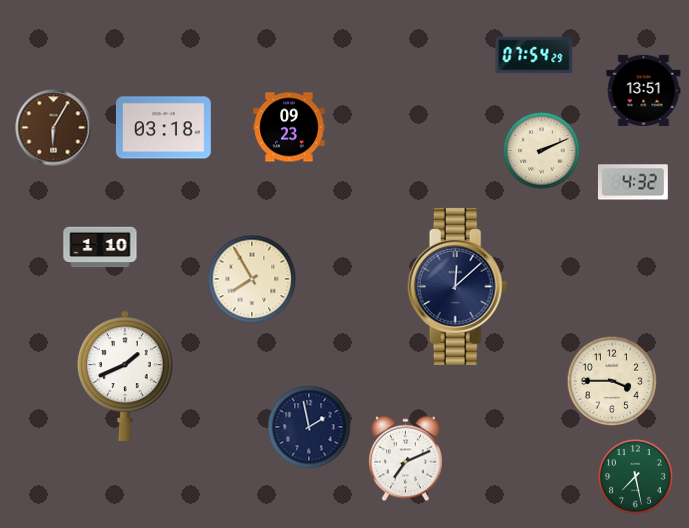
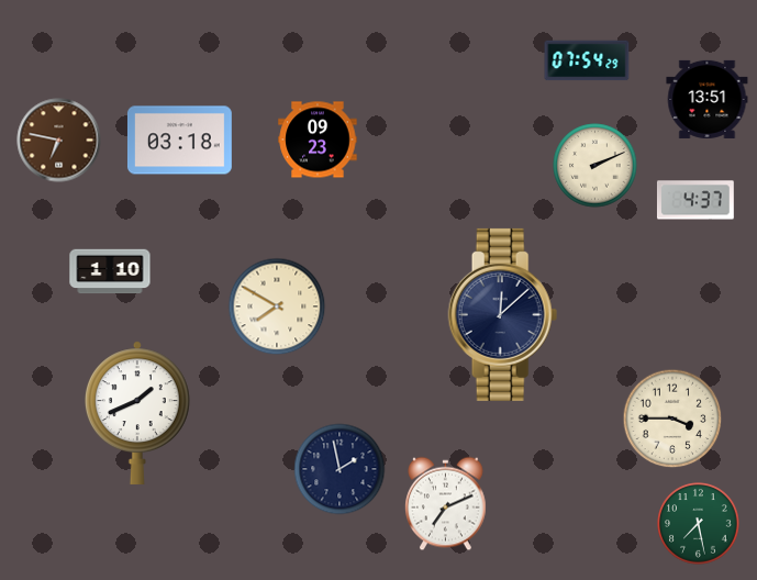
clock at (54, 128): 6:05 -> 6:47
clock at (633, 182): 4:32 -> 4:37
clock at (252, 279): 7:55 -> 7:50
